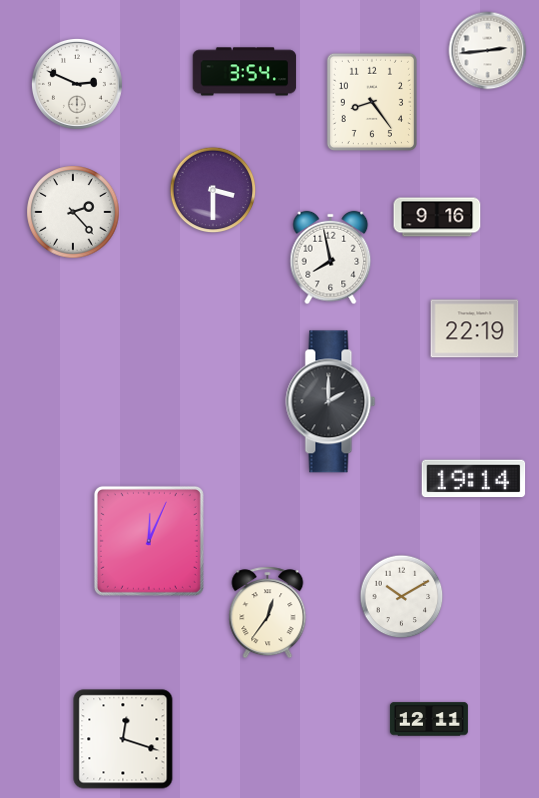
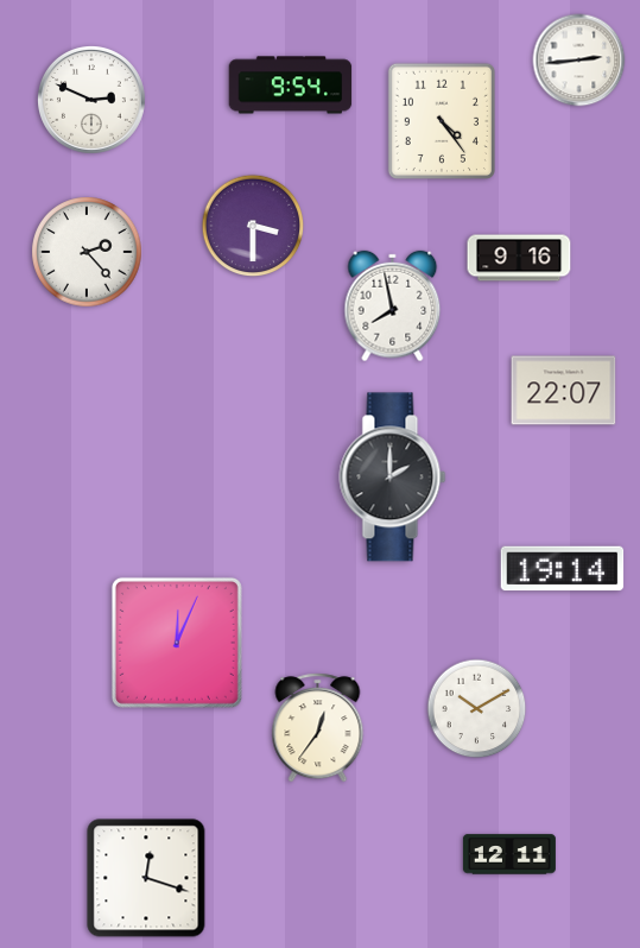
clock at (245, 72): 3:54 -> 9:54
clock at (372, 102): 8:24 -> 4:24
clock at (475, 329): 22:19 -> 22:07
